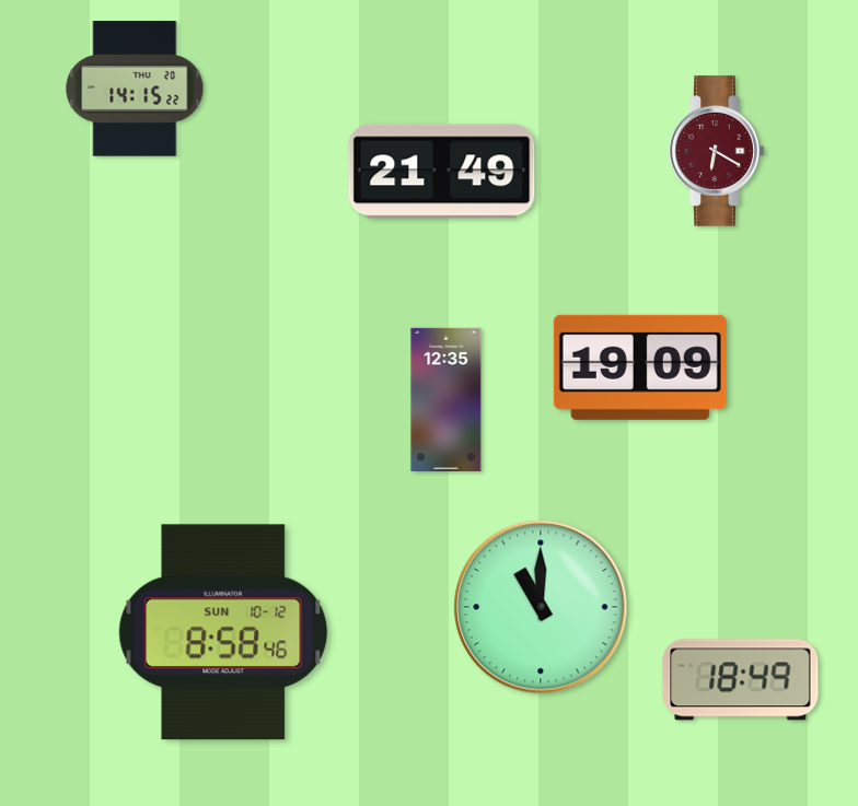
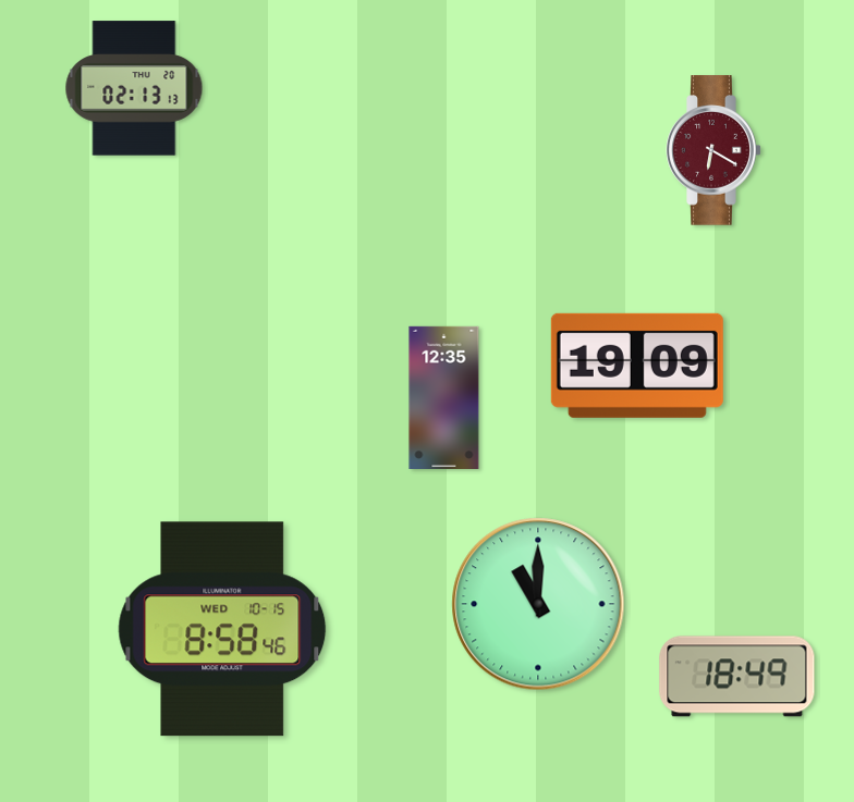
clock at (135, 89): 14:15 -> 02:13
clock at (442, 172): 21:49 -> none
clock at (223, 632) date: SUN 10-12 -> WED 10-15
